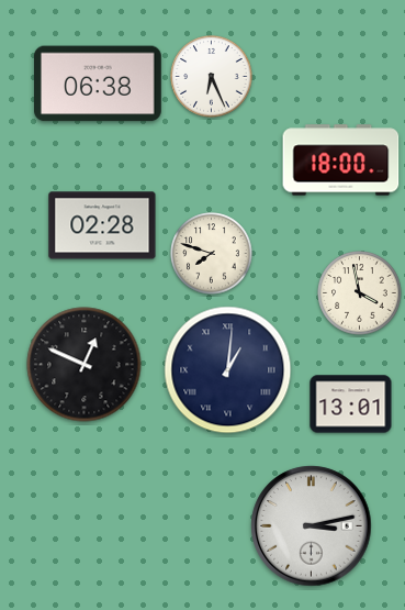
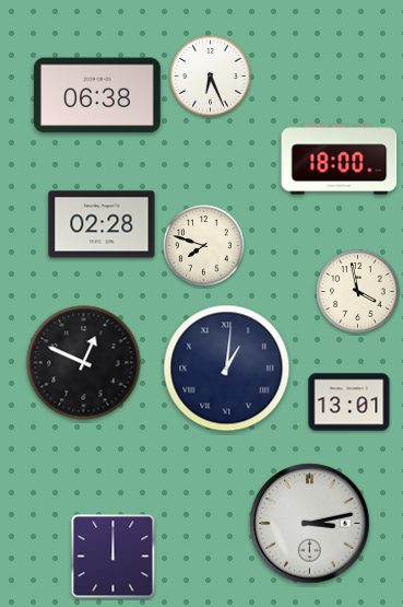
clock at (99, 84) position: (99, 84) -> (98, 95)
clock at (212, 254) position: (212, 254) -> (204, 246)
clock at (114, 557): none -> 12:00
